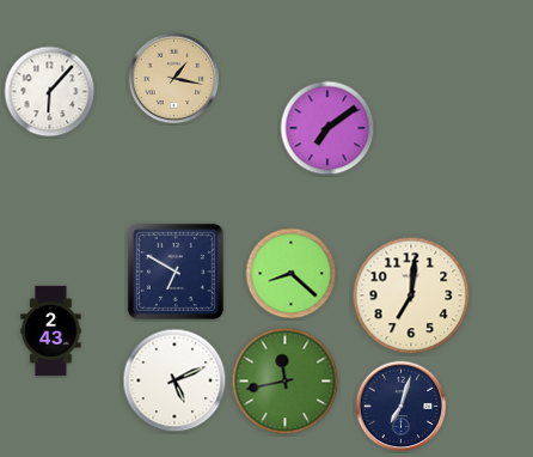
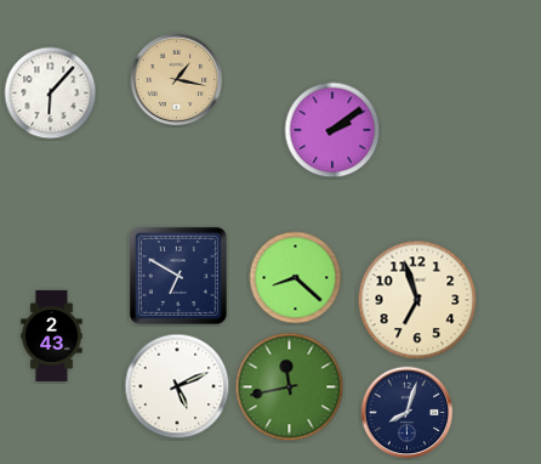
clock at (327, 128): 7:09 -> 2:09
clock at (411, 295): 7:01 -> 6:57
clock at (402, 407): 7:03 -> 8:03
